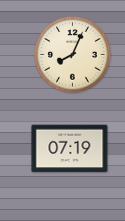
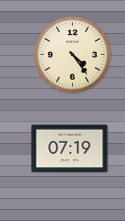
clock at (73, 55): 8:04 -> 4:24
